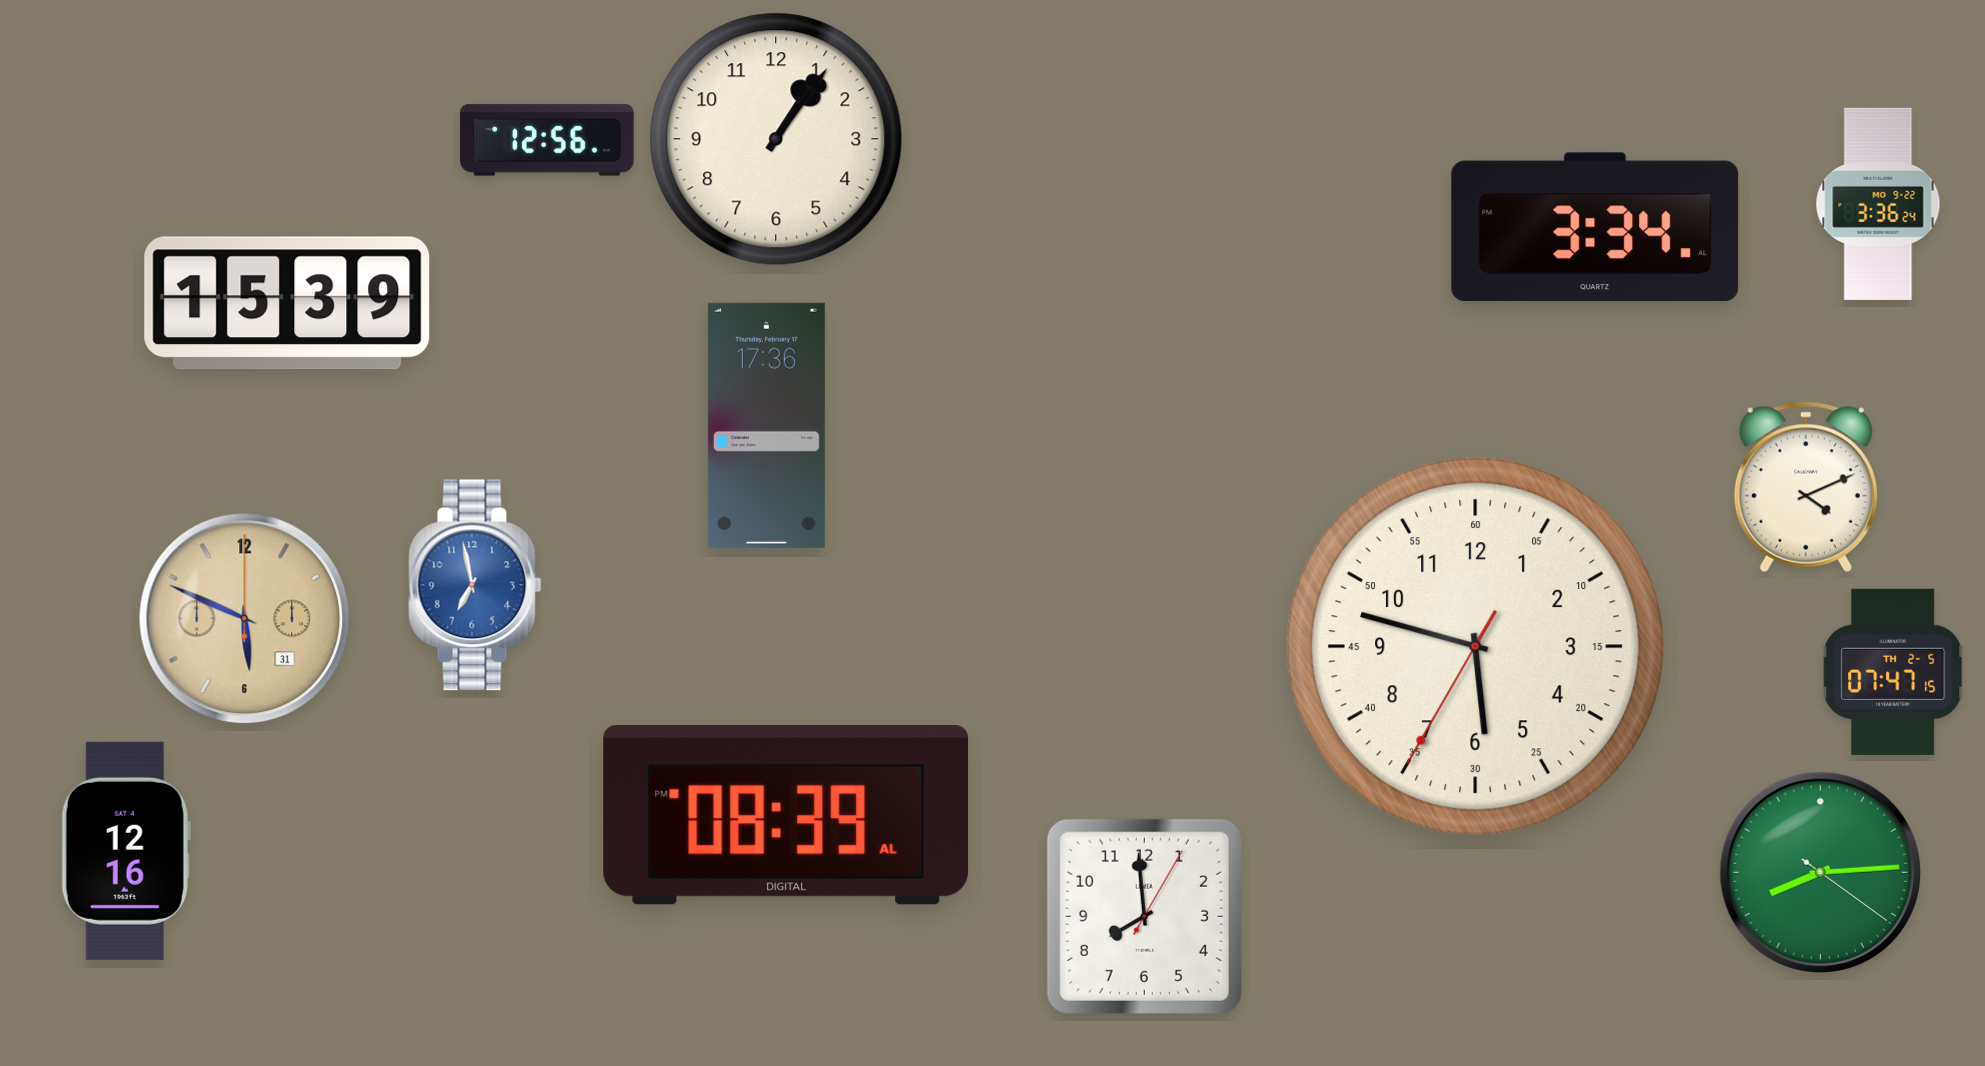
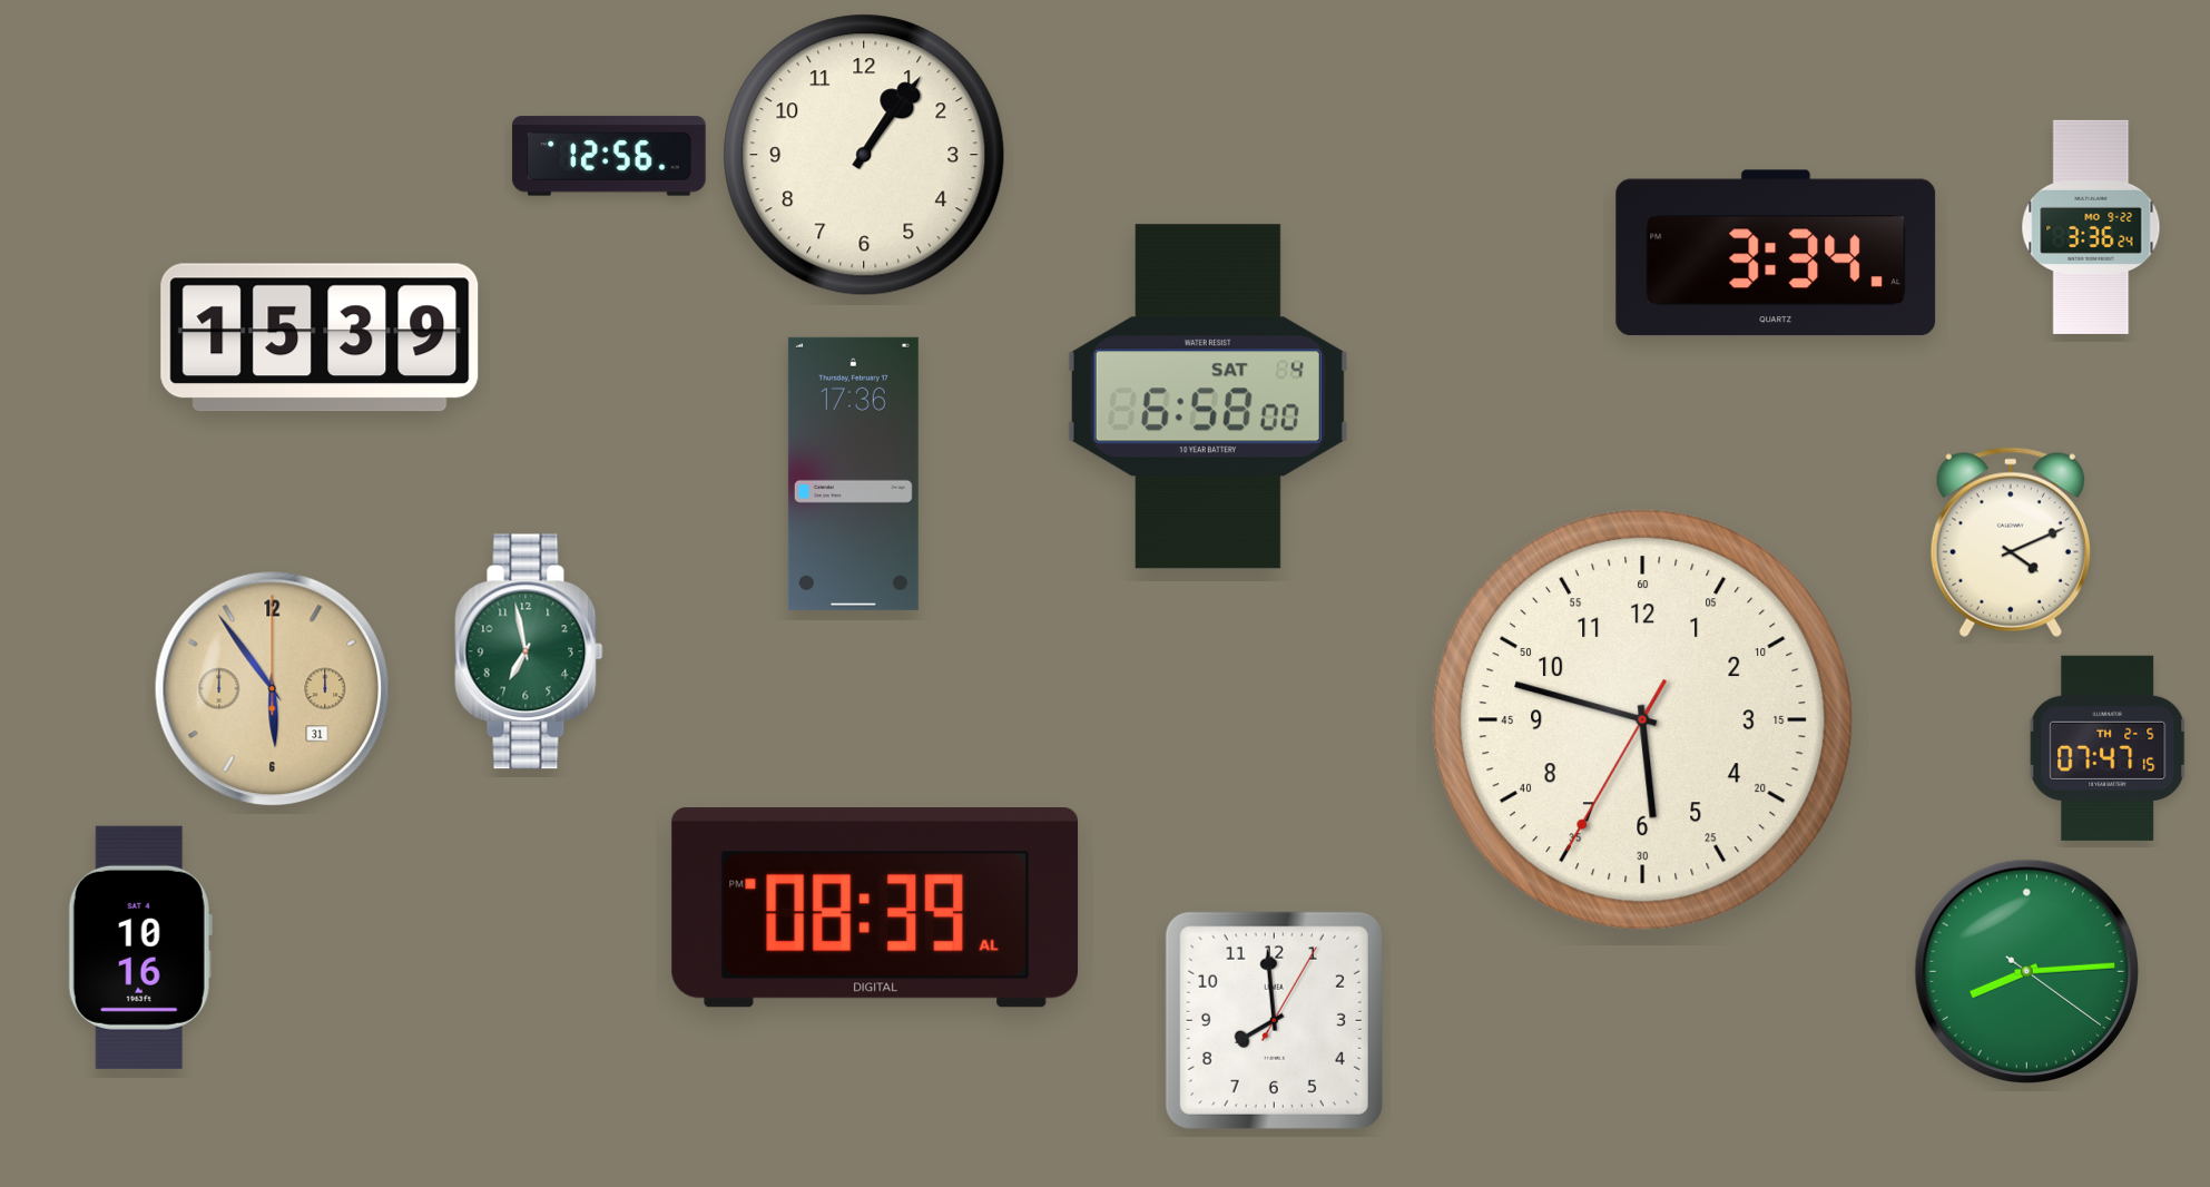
clock at (1208, 396): none -> 6:58
clock at (475, 585) dial: blue -> green
clock at (245, 619): 5:49 -> 5:54
clock at (126, 851): 12:16 -> 10:16
